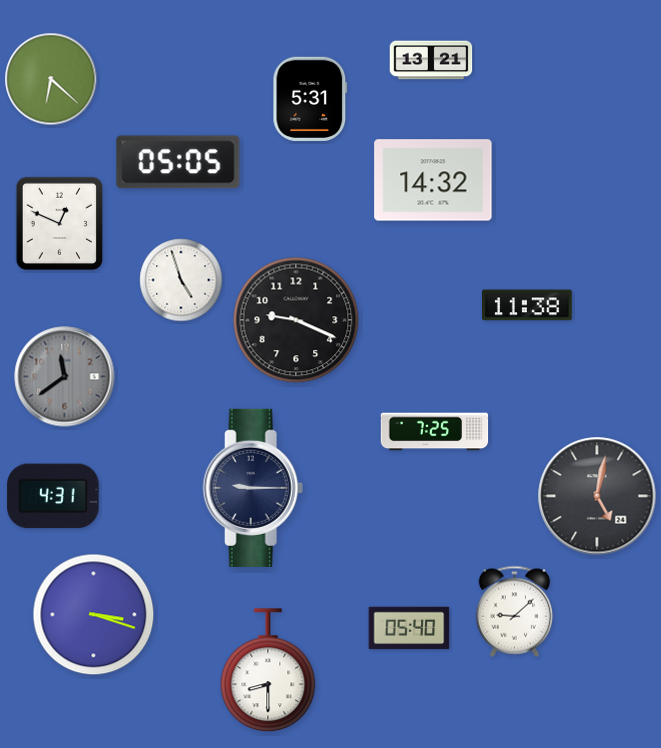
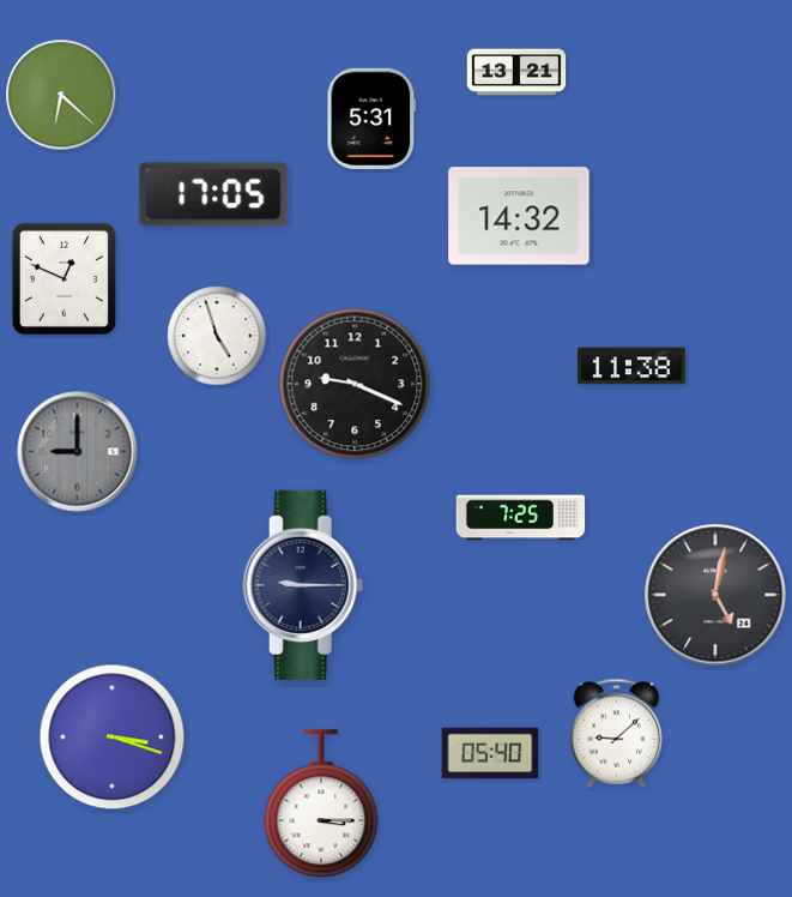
clock at (178, 162): 05:05 -> 17:05
clock at (60, 224) position: (60, 224) -> (65, 279)
clock at (65, 377): 11:39 -> 9:00
clock at (53, 496): 4:31 -> none
clock at (268, 671): 8:30 -> 3:15
